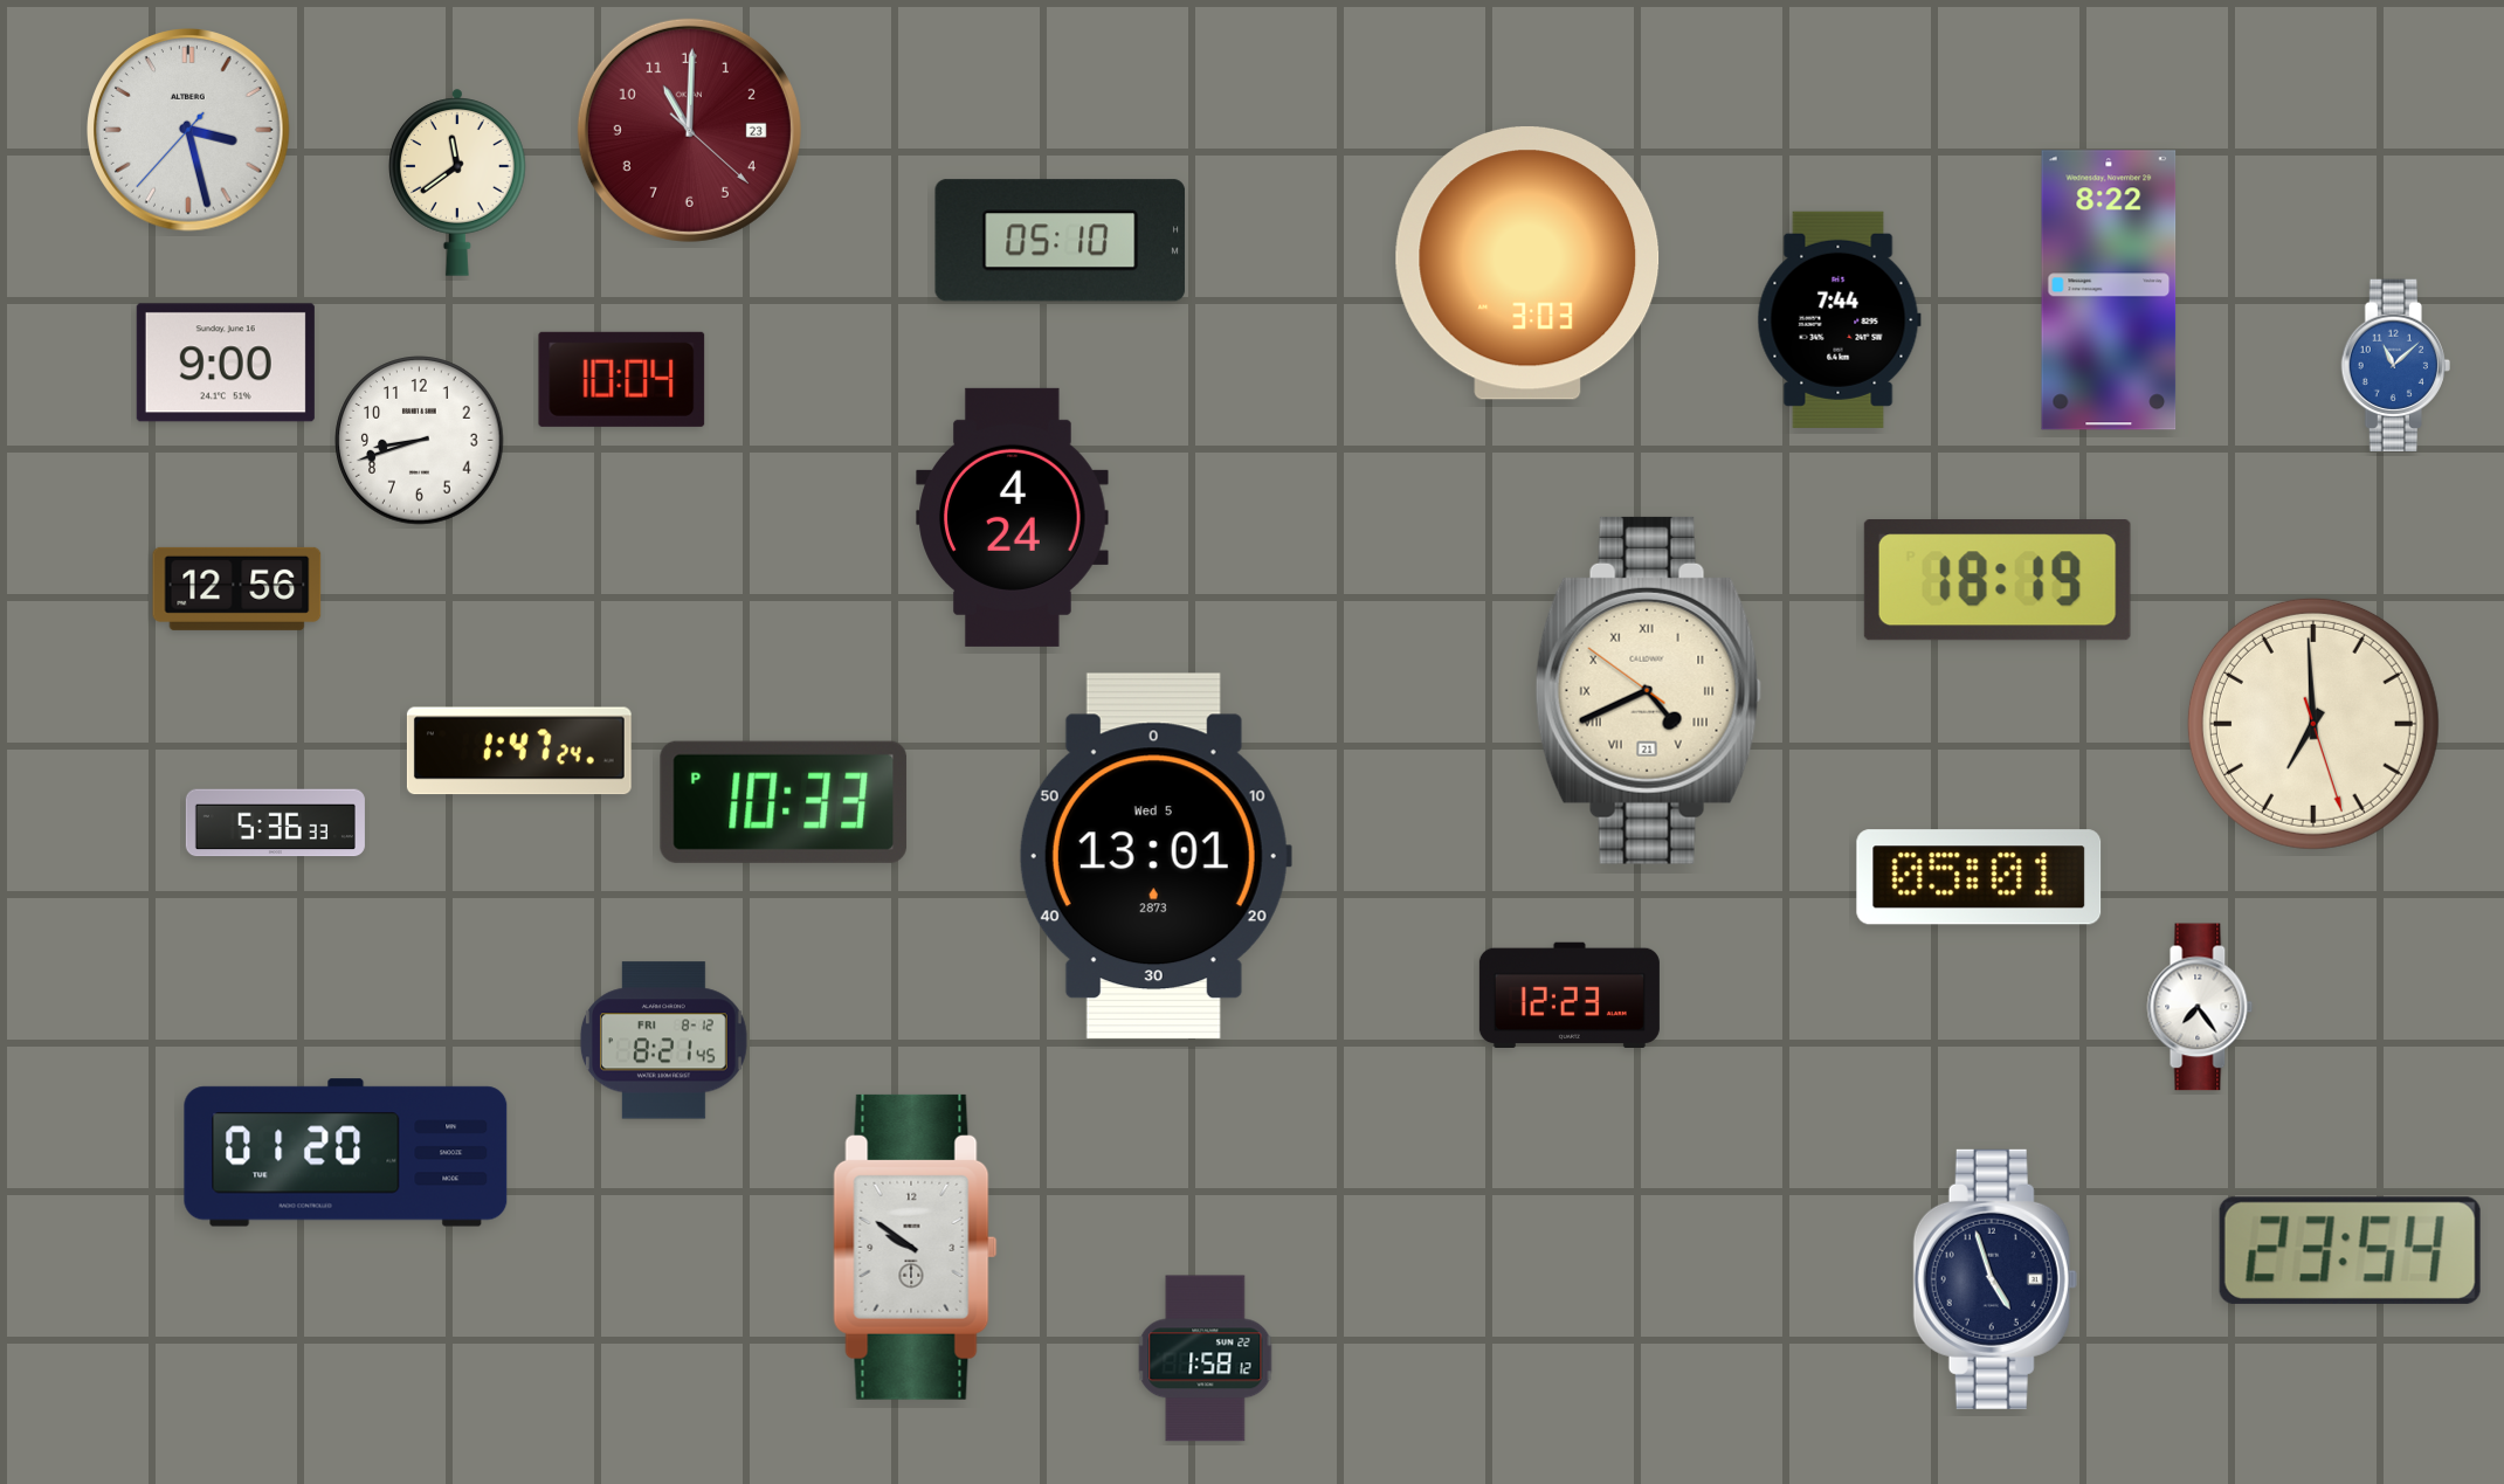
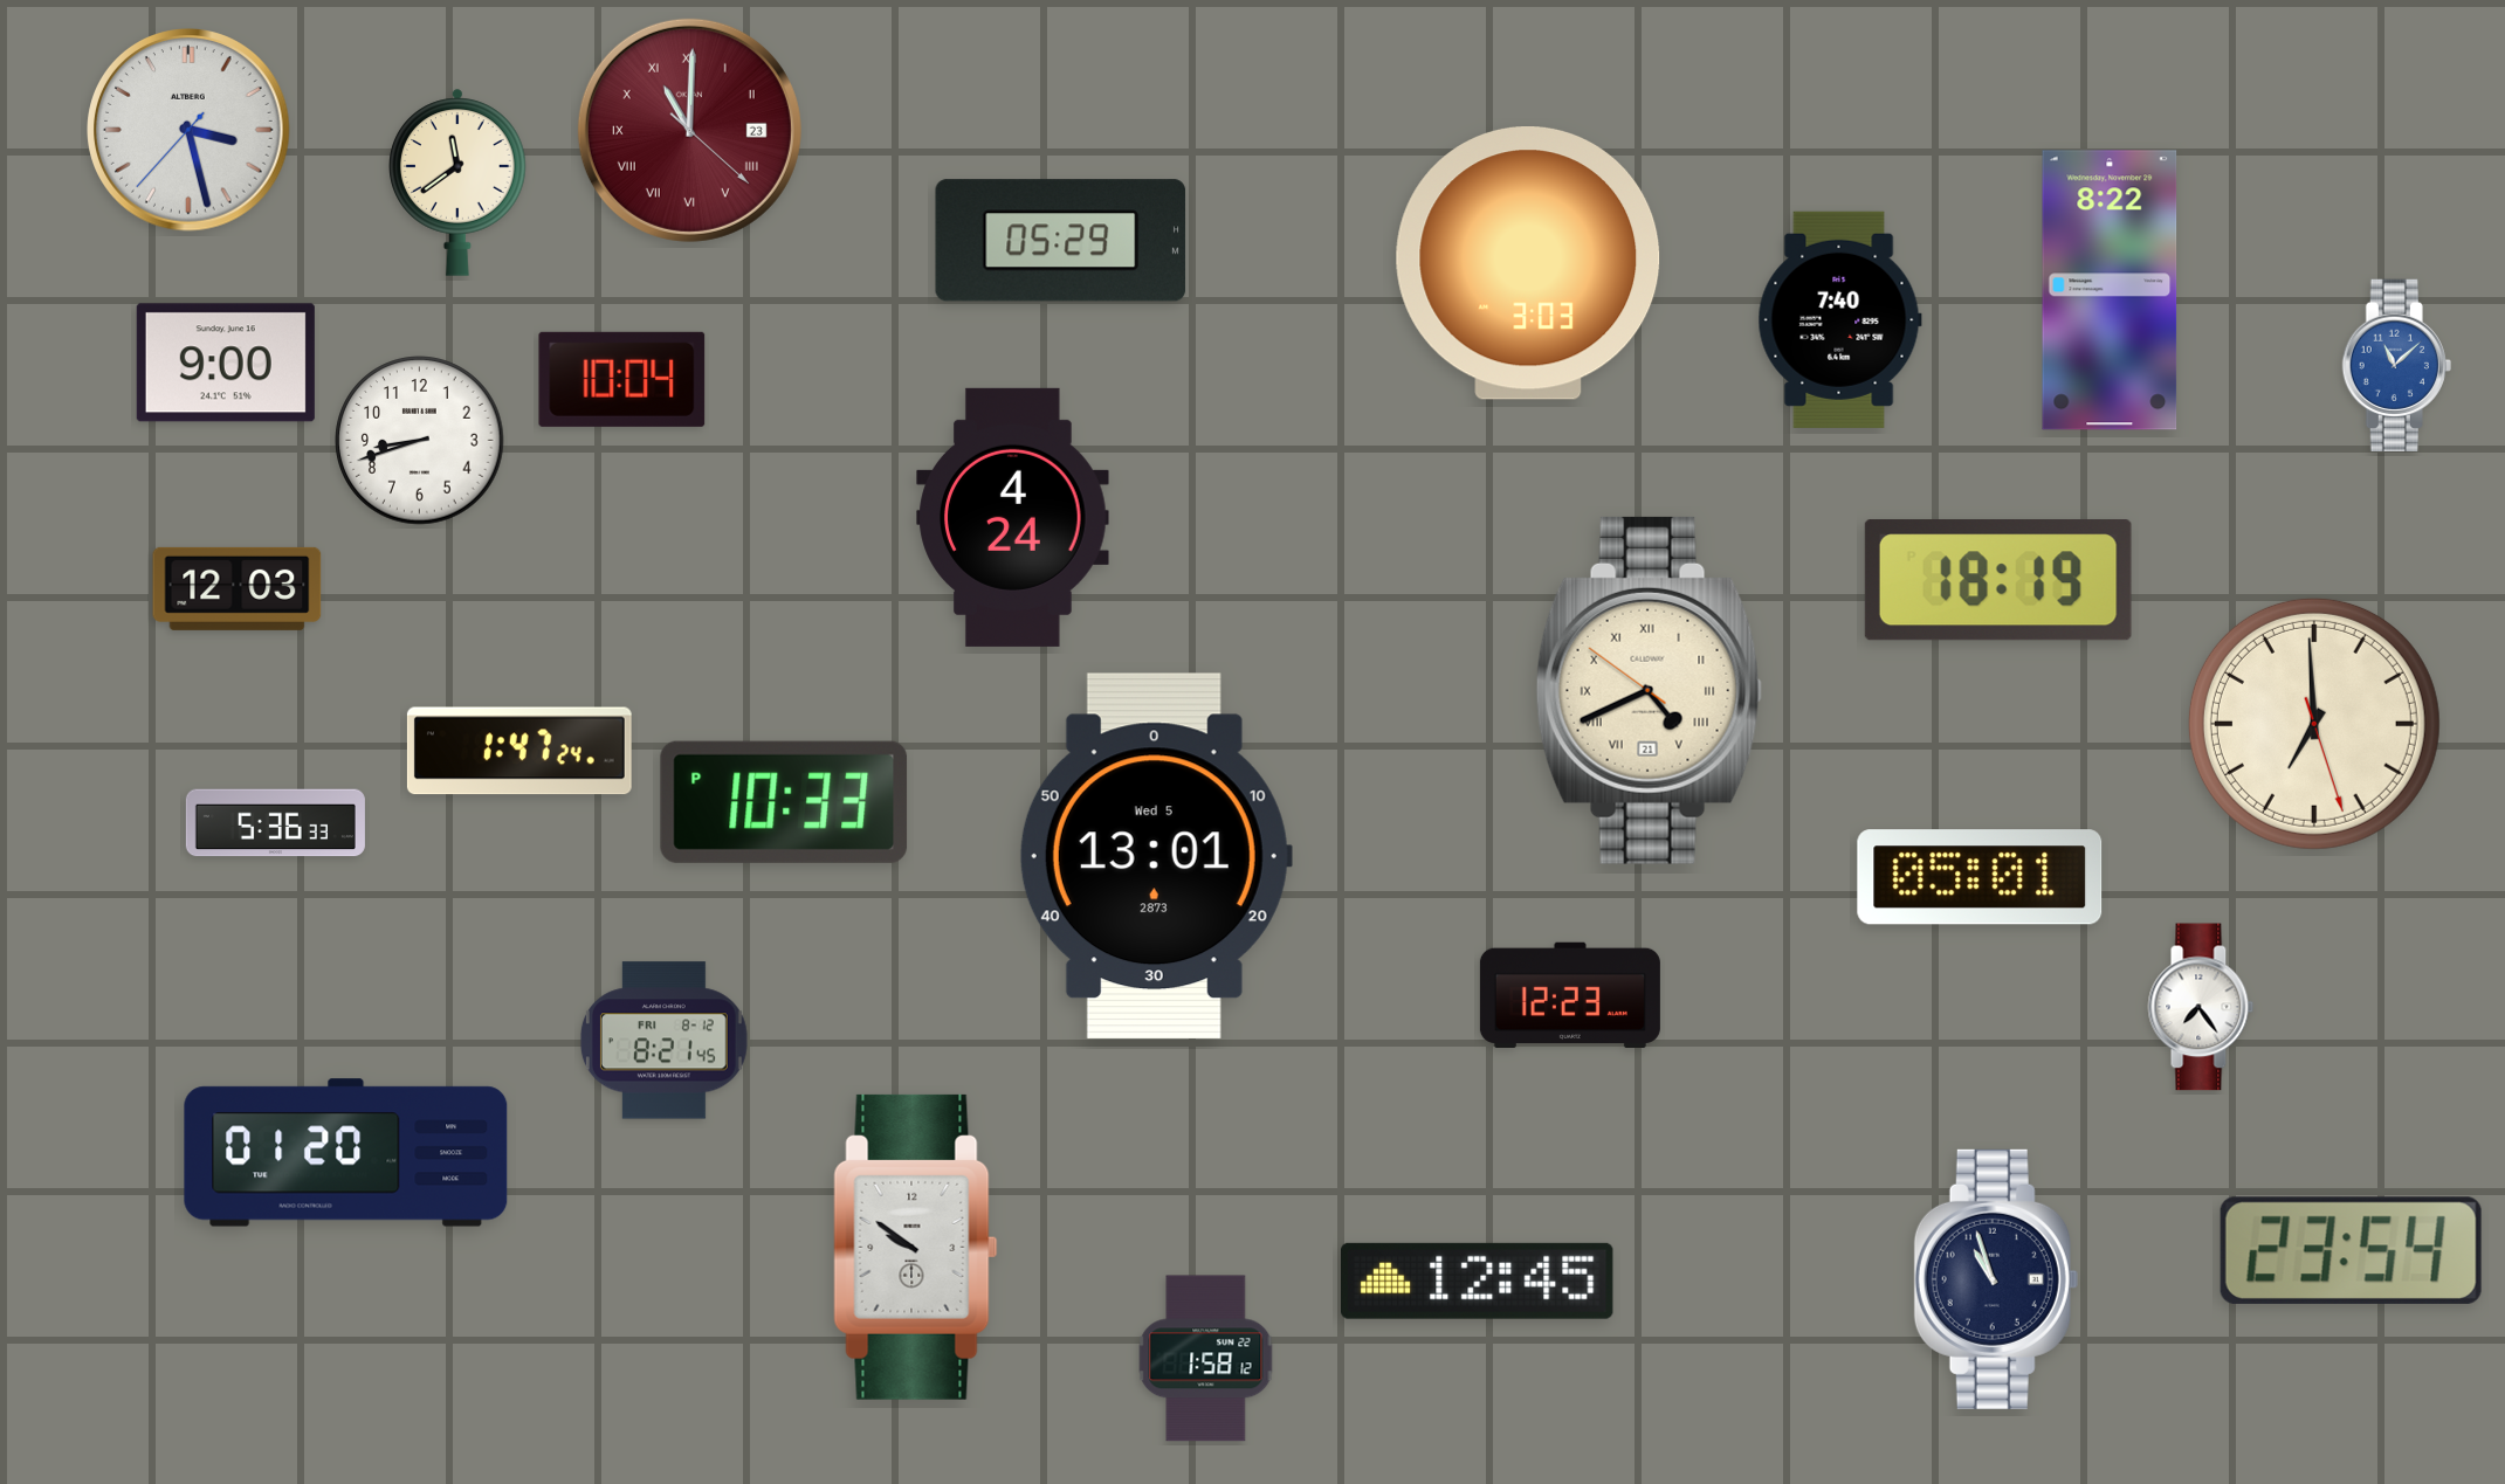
clock at (689, 130) numerals: Arabic -> Roman
clock at (1061, 241): 05:10 -> 05:29
clock at (1839, 319): 7:44 -> 7:40
clock at (237, 588): 12:56 -> 12:03
clock at (1995, 1279): 4:57 -> 10:57
clock at (1478, 1281): none -> 12:45
